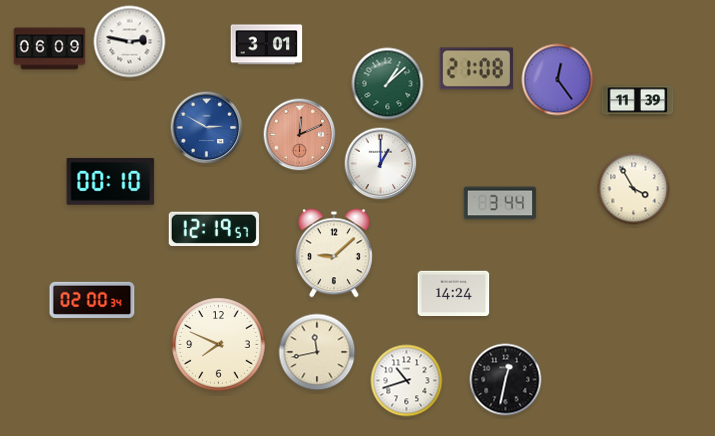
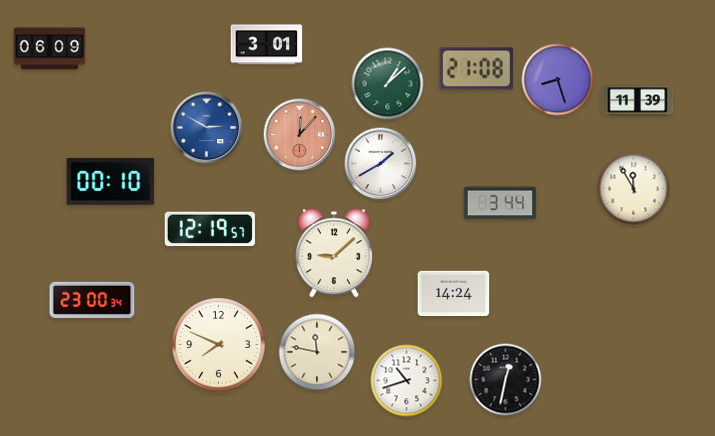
clock at (130, 42): 2:47 -> none
clock at (558, 80): 12:24 -> 8:27
clock at (300, 135): 12:11 -> 12:07
clock at (381, 164): 1:00 -> 1:40
clock at (634, 189): 3:55 -> 11:55
clock at (214, 228) position: (214, 228) -> (210, 228)
clock at (92, 300): 02:00 -> 23:00
clock at (317, 352): 11:43 -> 11:47
